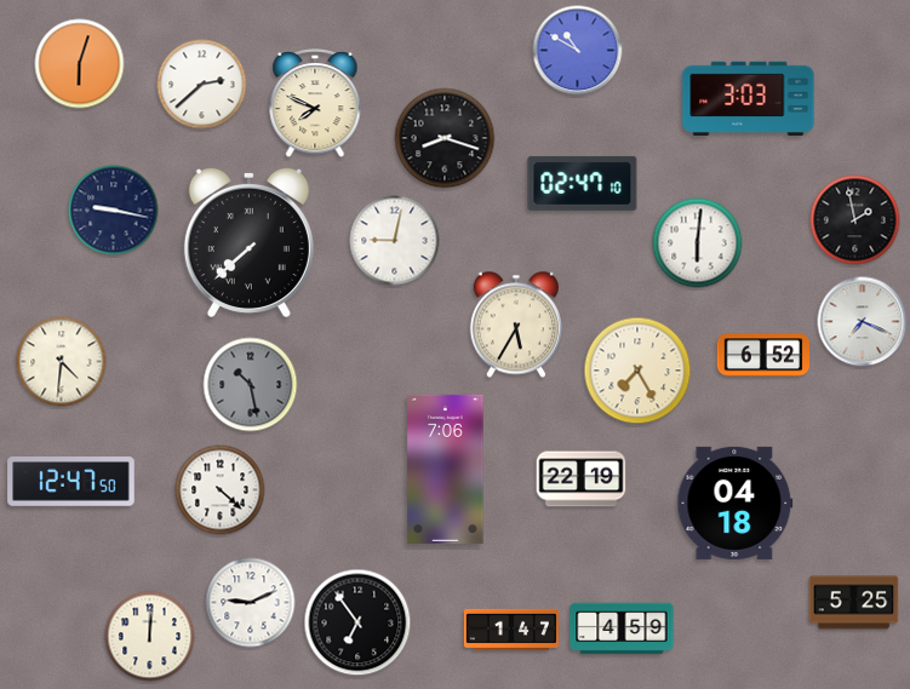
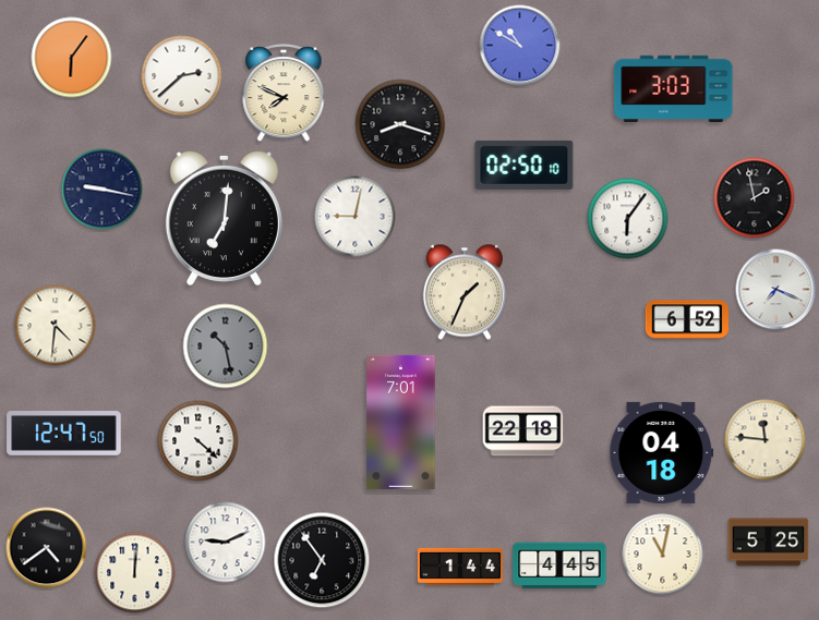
clock at (80, 64): 6:03 -> 6:06
clock at (583, 183): 02:47 -> 02:50
clock at (855, 220) position: (855, 220) -> (755, 198)
clock at (248, 241): 7:38 -> 7:01
clock at (698, 243): 6:01 -> 6:06
clock at (516, 325): 5:35 -> 1:34
clock at (637, 371): 7:25 -> none
clock at (446, 469): 7:06 -> 7:01
clock at (582, 480): 22:19 -> 22:18
clock at (766, 440): none -> 11:46
clock at (47, 548): none -> 4:39
clock at (663, 555): none -> 11:02
clock at (622, 628): 4:59 -> 4:45
clock at (511, 630): 1:47 -> 1:44
